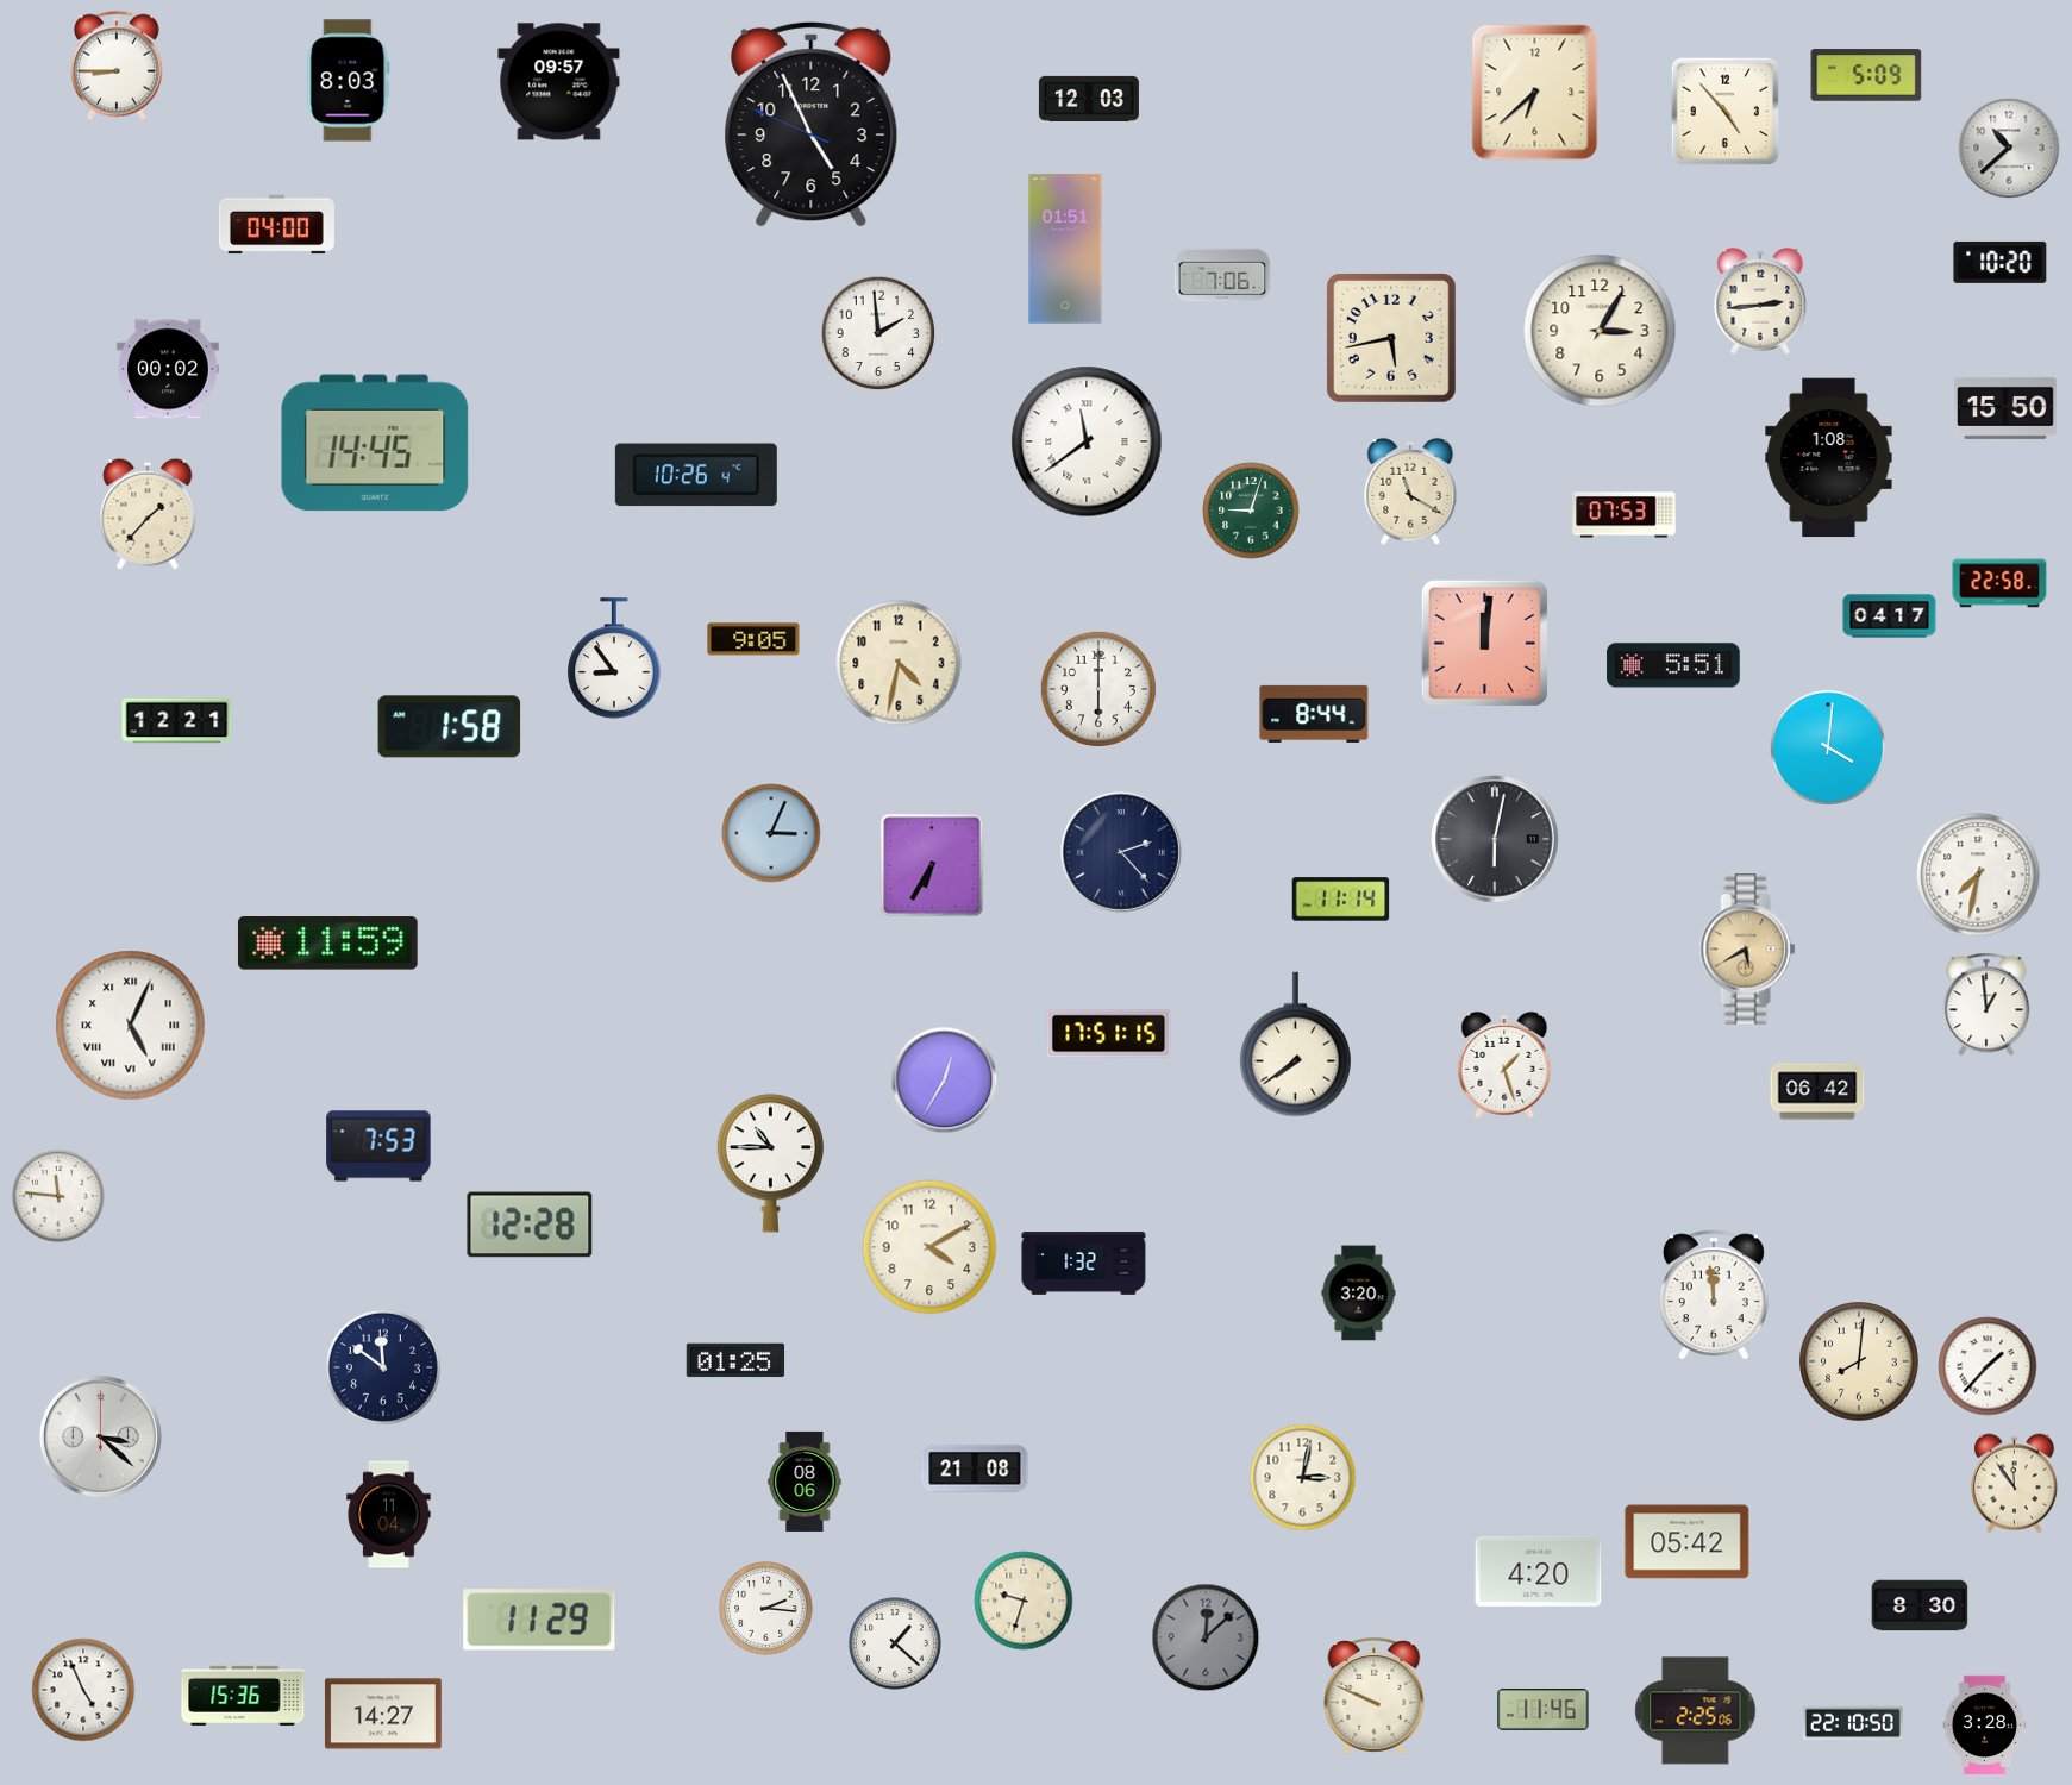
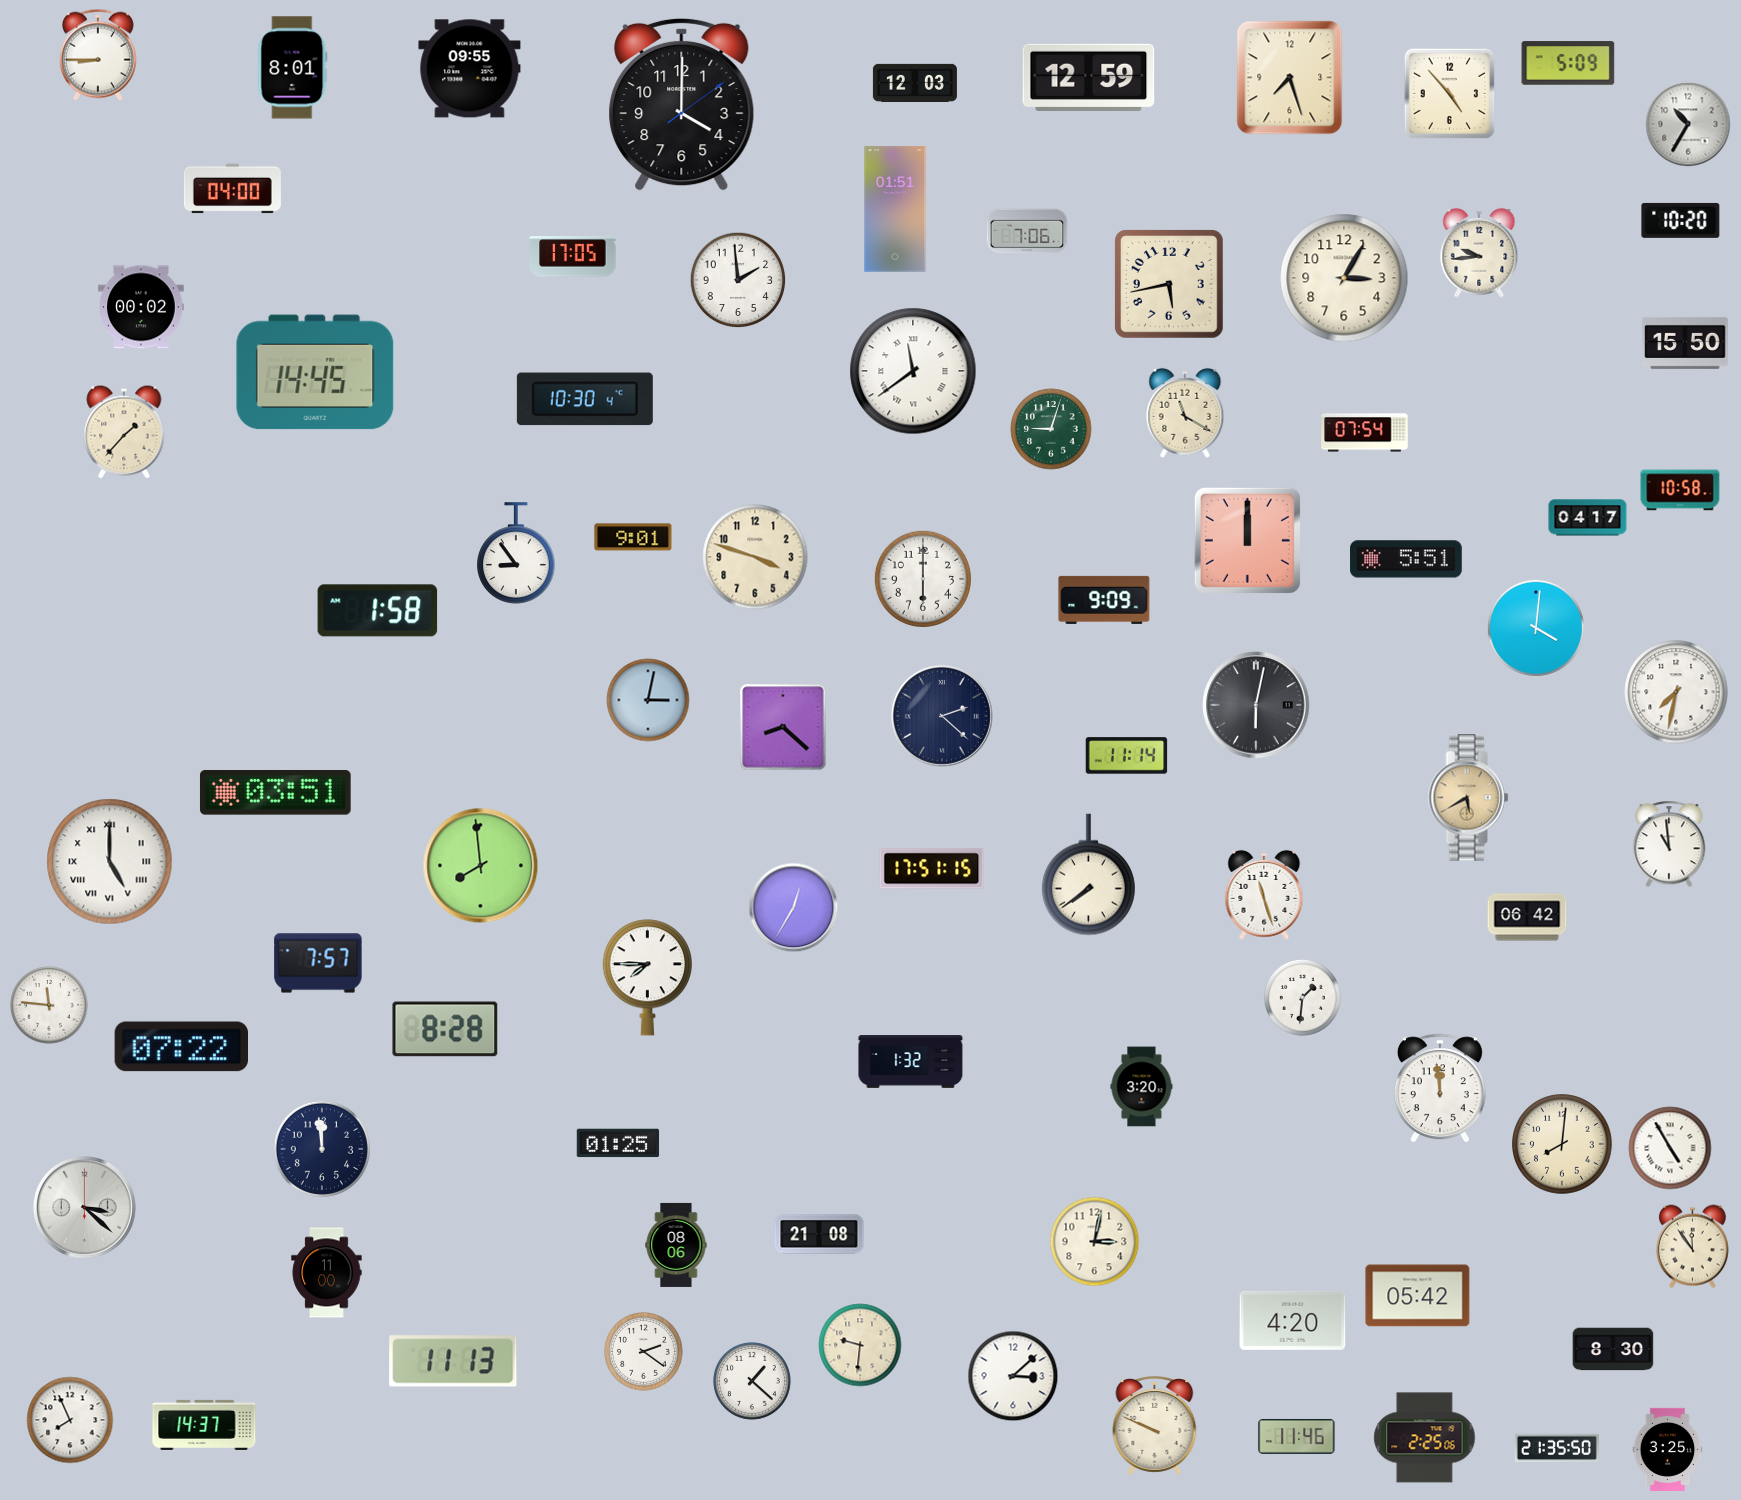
clock at (349, 81): 8:03 -> 8:01
clock at (559, 82): 09:57 -> 09:55
clock at (1089, 77): none -> 12:59
clock at (1535, 93): 6:38 -> 7:27
clock at (812, 124): 4:55 -> 4:00
clock at (2009, 148): 10:38 -> 10:35
clock at (1760, 301): 2:44 -> 9:44
clock at (573, 257): none -> 17:05
clock at (168, 369) position: (168, 369) -> (141, 307)
clock at (1829, 458): 1:08 -> none
clock at (696, 475): 10:26 -> 10:30
clock at (1625, 515): 07:53 -> 07:54
clock at (1999, 583): 22:58 -> 10:58
clock at (753, 639): 9:05 -> 9:01
clock at (1484, 643): 12:01 -> 12:00
clock at (899, 663): 4:32 -> 3:48
clock at (1314, 714): 8:44 -> 9:09
clock at (177, 721): 12:21 -> none
clock at (771, 833): 3:04 -> 3:02
clock at (1121, 852): 2:23 -> 2:22
clock at (932, 865): 6:35 -> 8:22
clock at (1978, 875) position: (1978, 875) -> (1676, 692)
clock at (327, 944): 11:59 -> 03:51
clock at (1986, 1004): 12:59 -> 10:59
clock at (131, 1026): 5:04 -> 5:00
clock at (481, 866): none -> 7:59
clock at (1295, 1045) position: (1295, 1045) -> (1088, 875)
clock at (1504, 1065): 1:27 -> 11:27
clock at (378, 1146): 7:53 -> 7:57
clock at (770, 1164): 10:45 -> 7:45
clock at (1302, 997): none -> 1:31
clock at (530, 1225): 12:28 -> 8:28
clock at (181, 1047): none -> 07:22
clock at (929, 1247): 4:10 -> none
clock at (1988, 1366): 1:37 -> 4:55
clock at (383, 1367): 11:51 -> 11:59
clock at (389, 1515): 11:04 -> 11:00
clock at (1024, 1601): 9:33 -> 9:31
clock at (766, 1609): 2:16 -> 2:21
clock at (539, 1620): 11:29 -> 11:13
clock at (1206, 1637): 12:08 -> 3:08
clock at (1206, 1637) dial: grey -> white
clock at (83, 1690): 4:56 -> 7:56
clock at (243, 1696): 15:36 -> 14:37
clock at (383, 1714): 14:27 -> none
clock at (1853, 1723): 22:10 -> 21:35
clock at (1985, 1724): 3:28 -> 3:25
